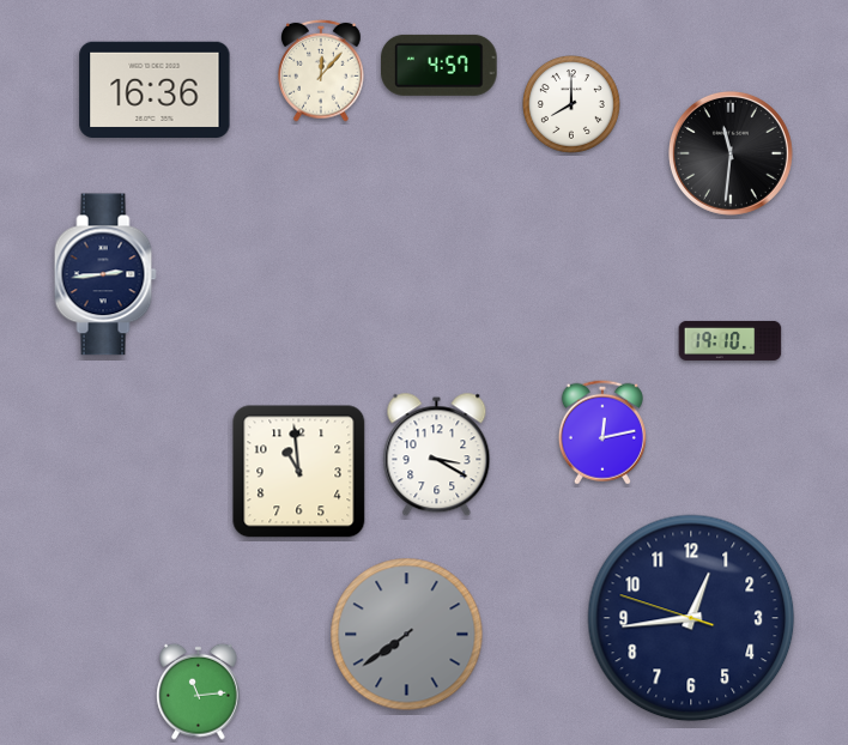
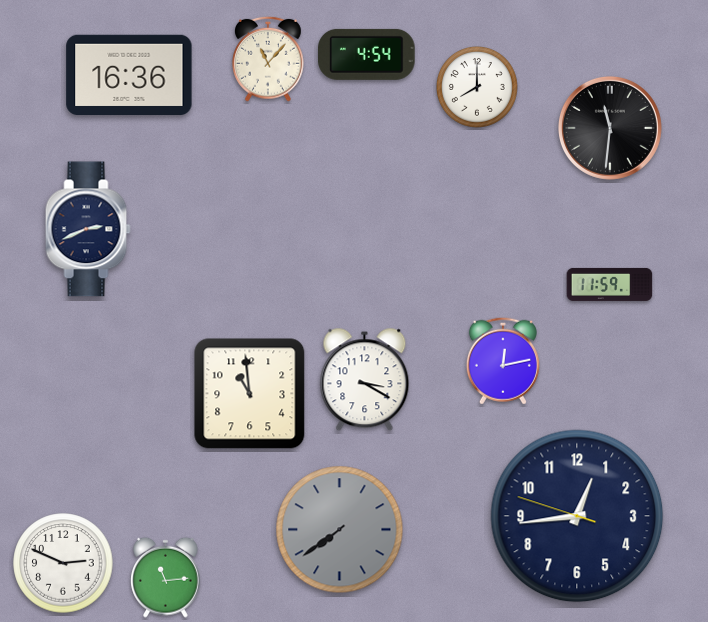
clock at (440, 65): 4:57 -> 4:54
clock at (322, 71): 12:07 -> 11:07
clock at (105, 274): 2:44 -> 2:41
clock at (731, 340): 19:10 -> 11:59
clock at (63, 563): none -> 2:49
